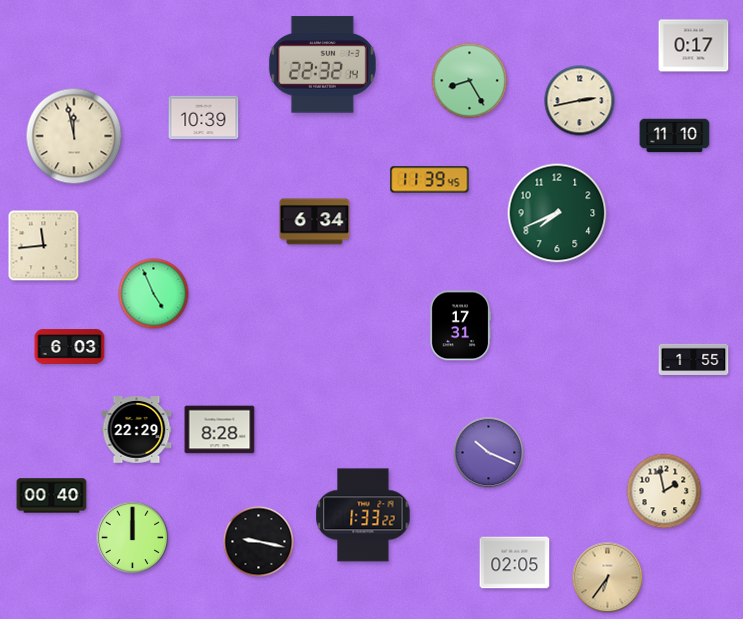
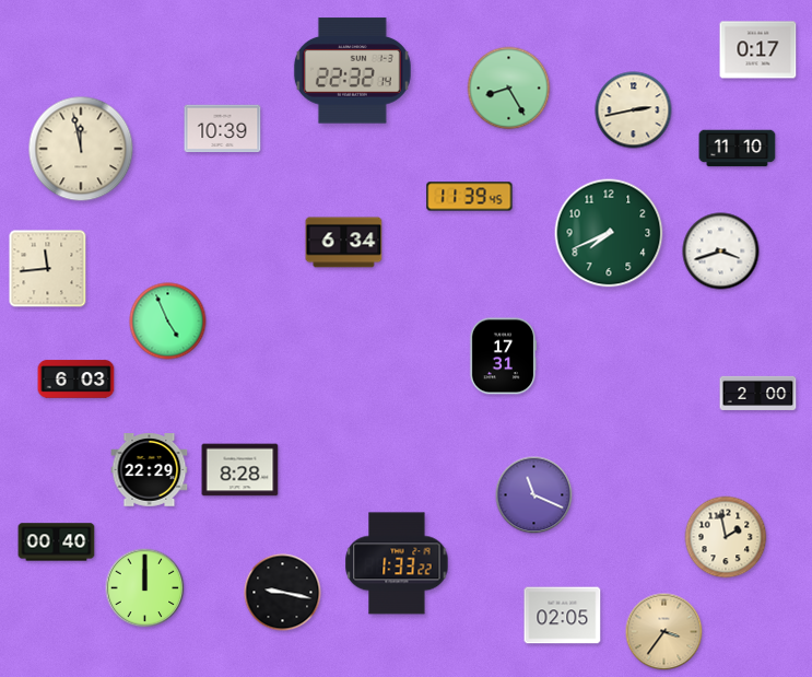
clock at (470, 81) position: (470, 81) -> (509, 89)
clock at (721, 252): none -> 3:42
clock at (694, 359): 1:55 -> 2:00
clock at (489, 453): 10:19 -> 11:19
clock at (608, 578): 6:36 -> 3:36
